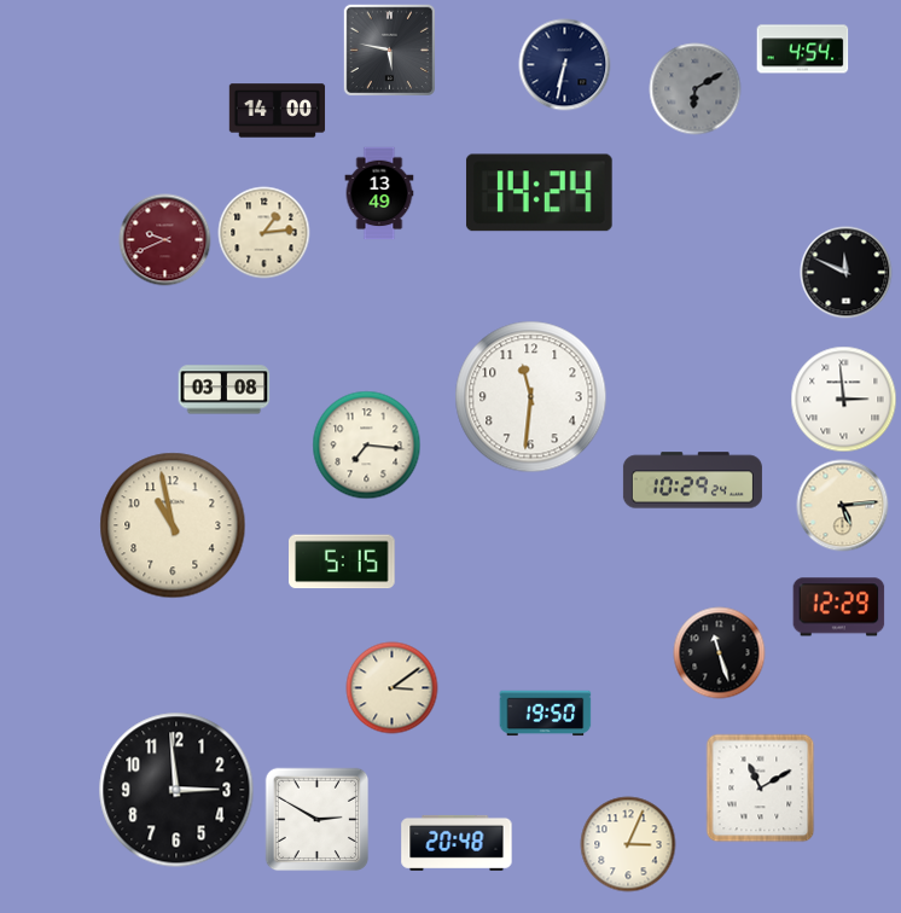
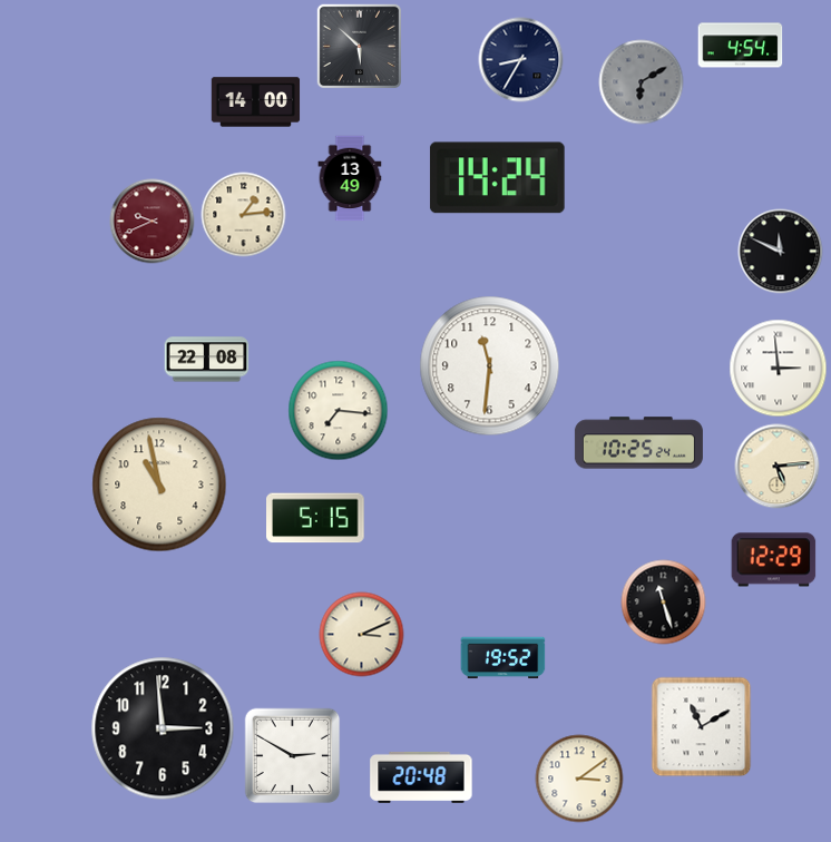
clock at (389, 50): 5:47 -> 5:52
clock at (565, 65): 6:32 -> 8:35
clock at (225, 390): 03:08 -> 22:08
clock at (692, 481): 10:29 -> 10:25
clock at (393, 688): 3:09 -> 3:11
clock at (546, 714): 19:50 -> 19:52
clock at (628, 844): 3:04 -> 3:09
